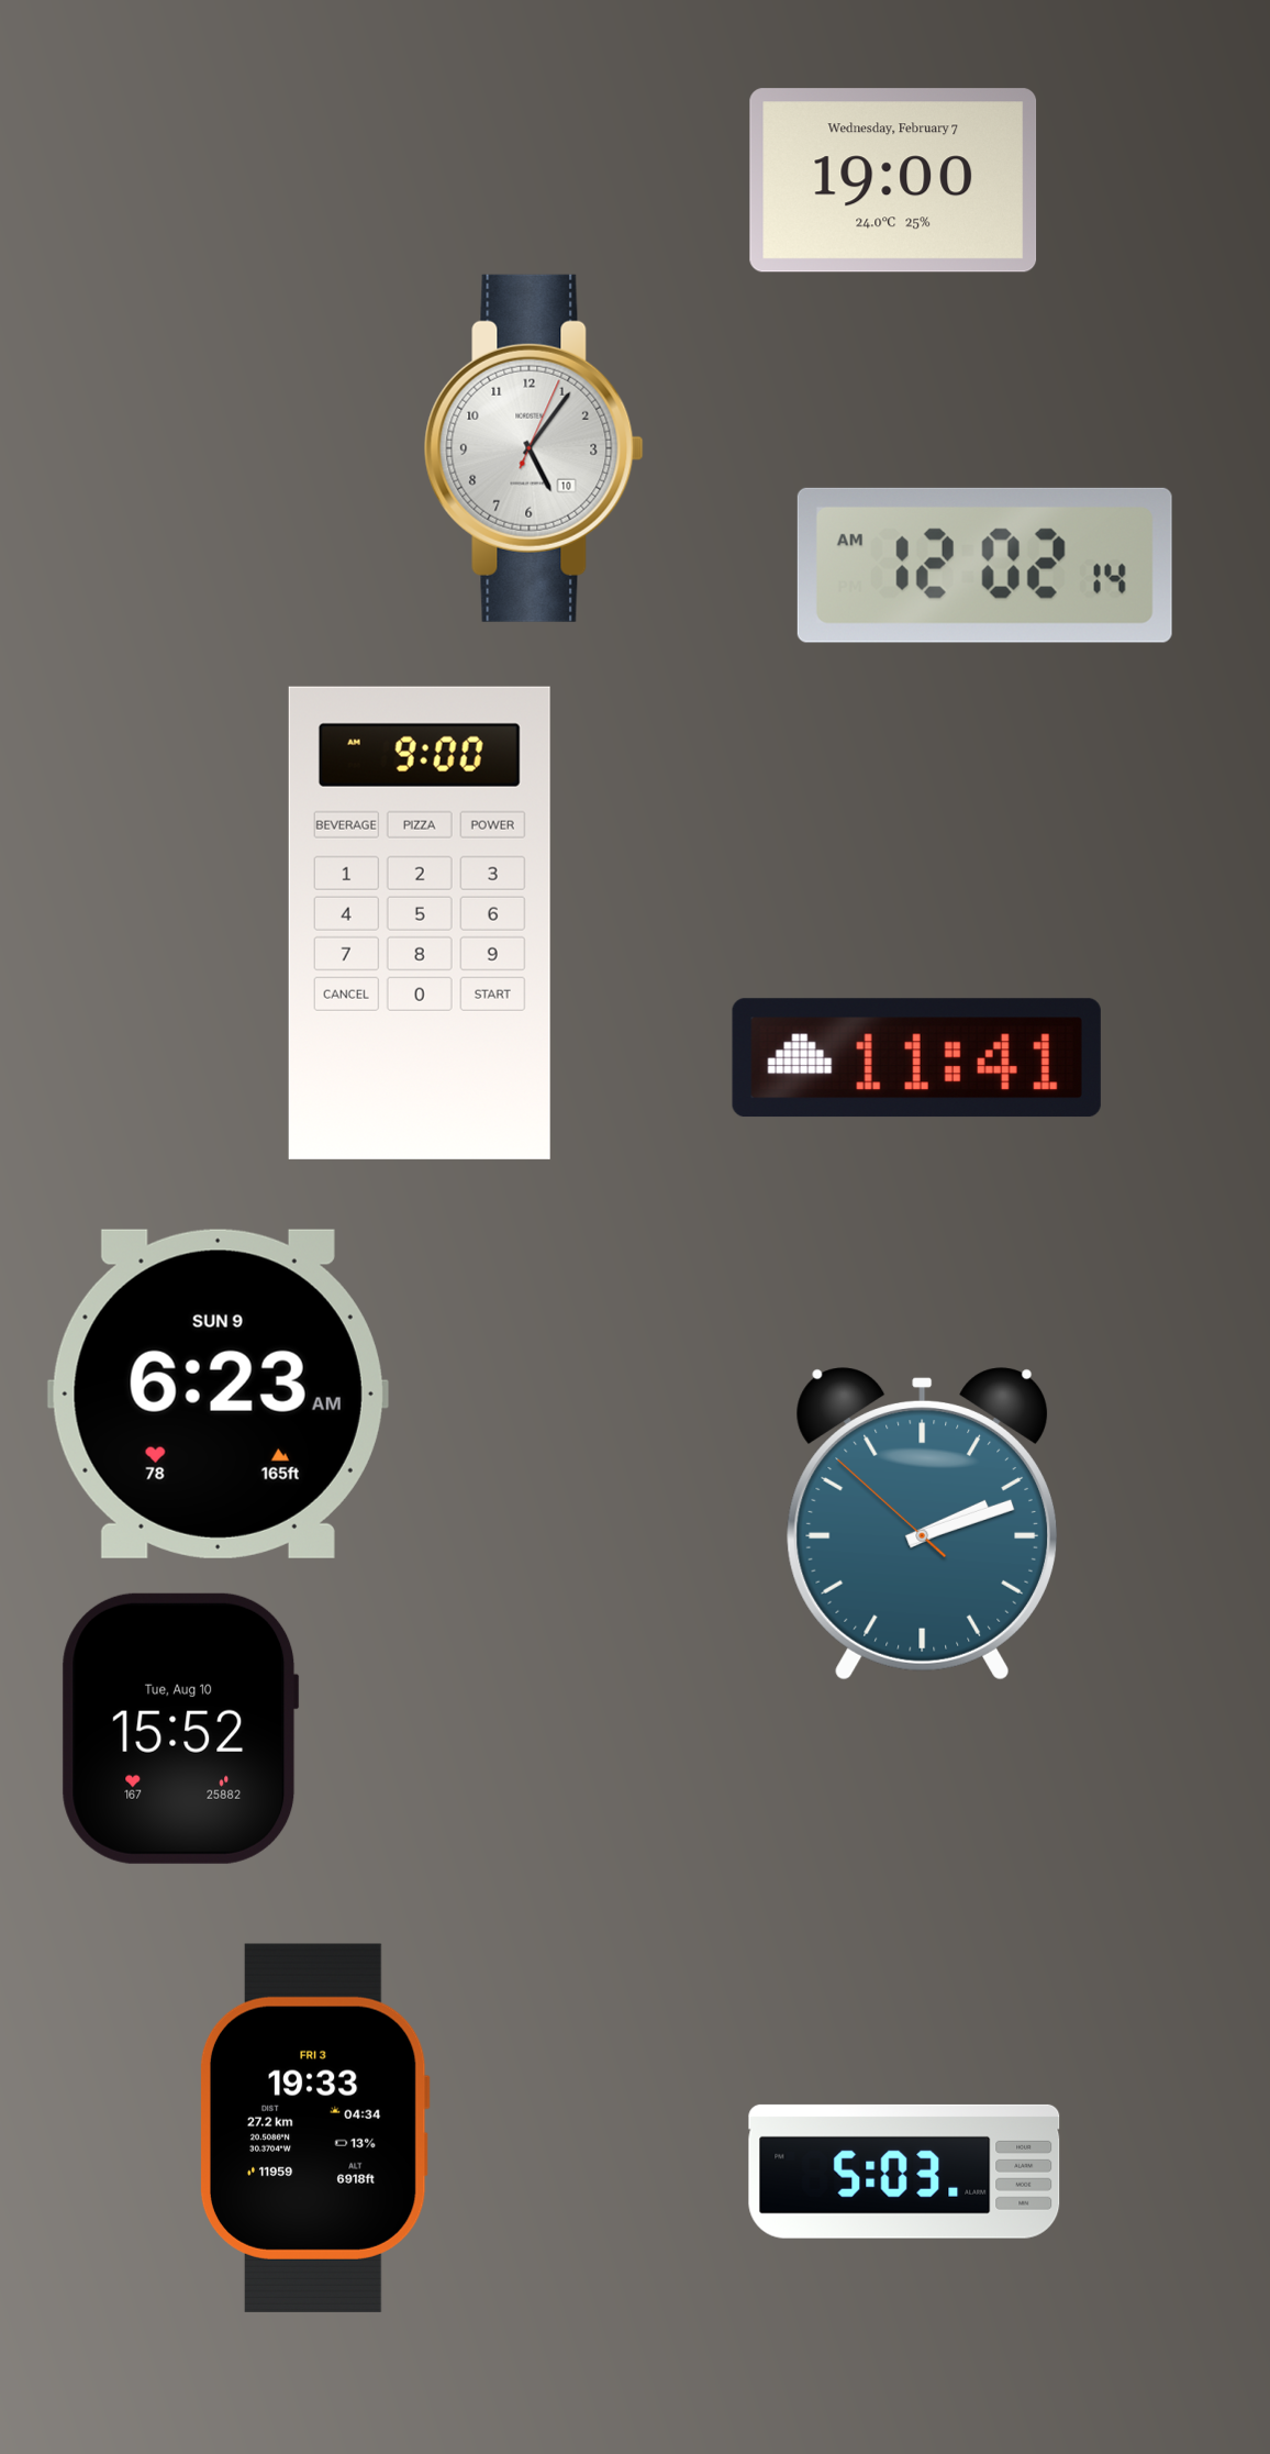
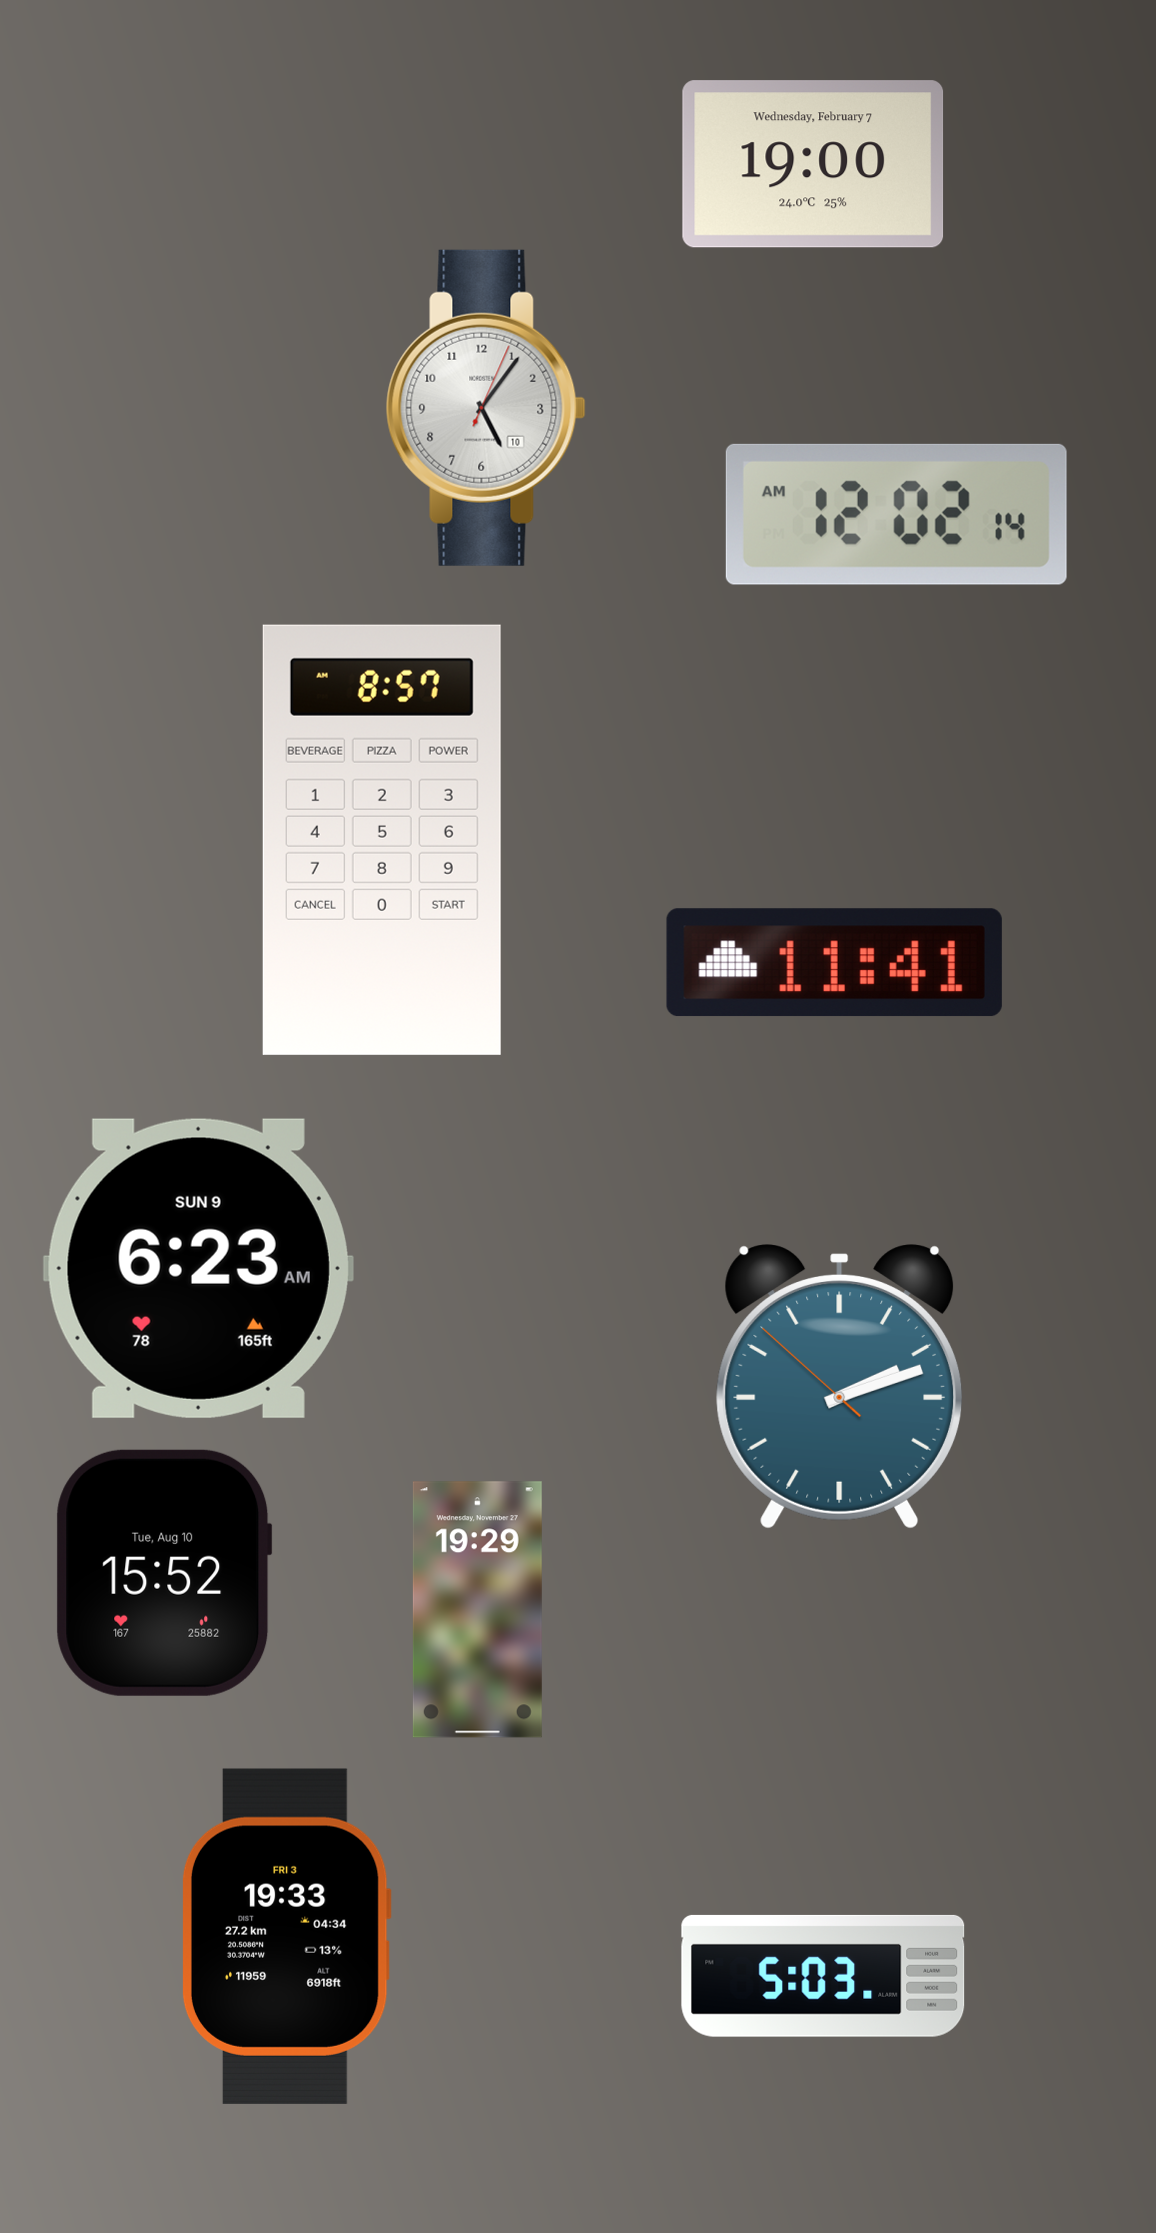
clock at (420, 923): 9:00 -> 8:57
clock at (477, 1610): none -> 19:29
